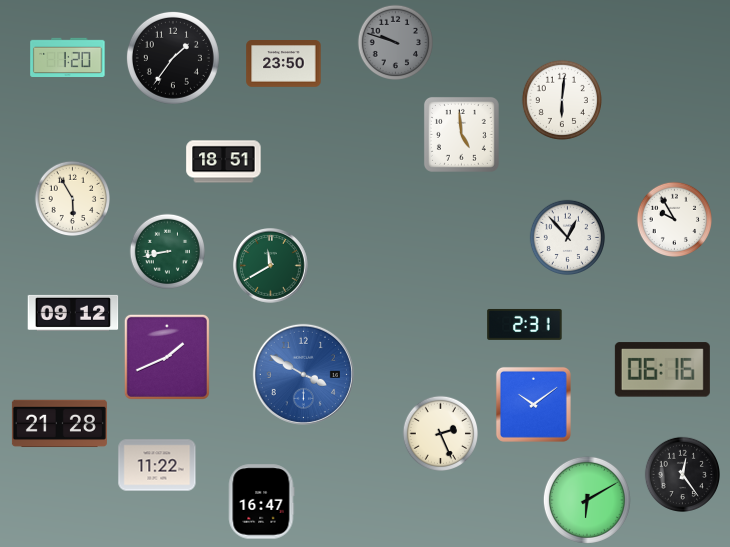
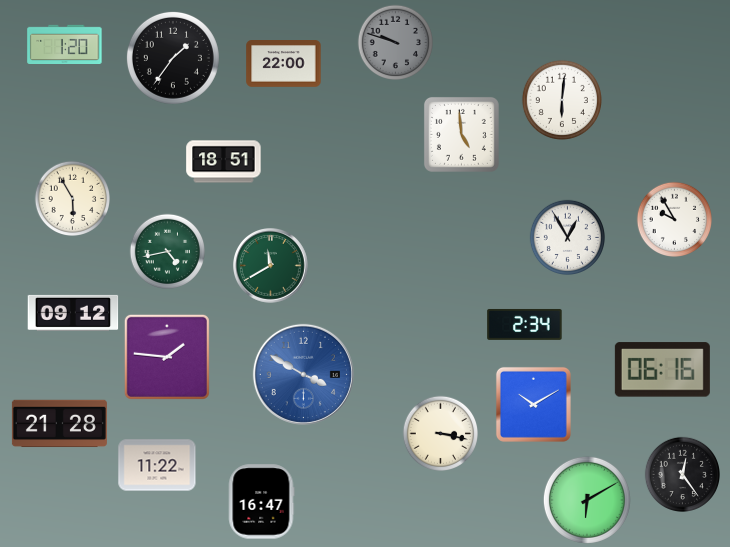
clock at (68, 58) position: (68, 58) -> (65, 45)
clock at (284, 64): 23:50 -> 22:00
clock at (567, 237): 12:53 -> 12:55
clock at (167, 251): 8:43 -> 4:43
clock at (525, 324): 2:31 -> 2:34
clock at (167, 357): 1:41 -> 1:46
clock at (533, 404): 10:09 -> 10:10
clock at (440, 433): 2:26 -> 3:17
